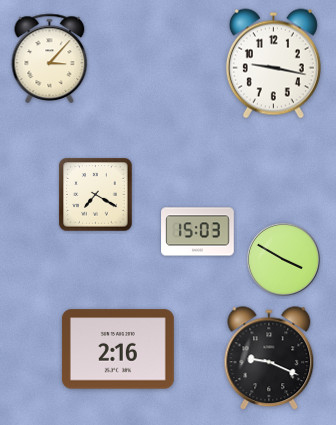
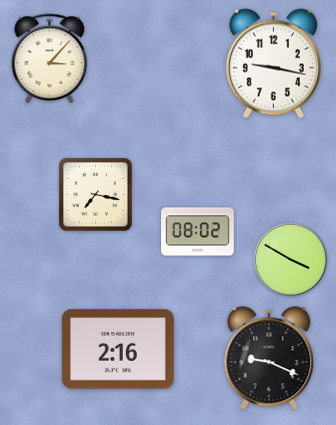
clock at (96, 195): 7:20 -> 7:17
clock at (198, 232): 15:03 -> 08:02
clock at (283, 259) position: (283, 259) -> (290, 259)
